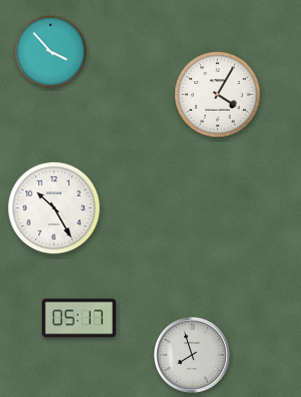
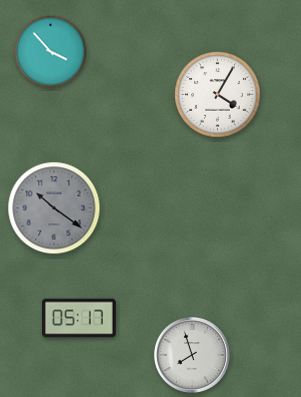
clock at (54, 208): 10:25 -> 10:21
clock at (54, 208) dial: white -> grey
